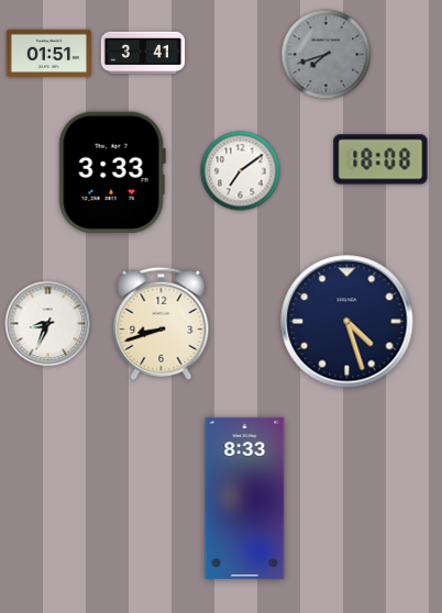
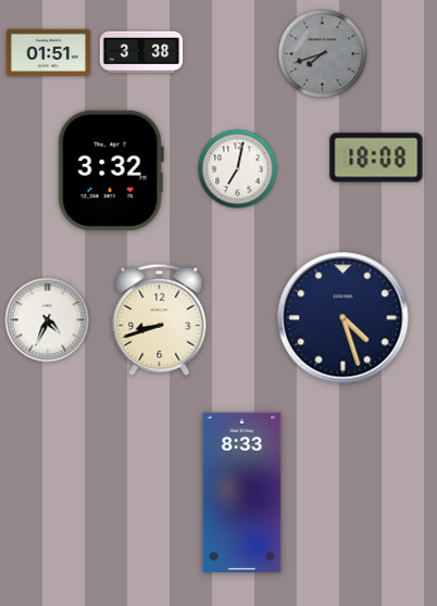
clock at (143, 53): 3:41 -> 3:38
clock at (112, 171): 3:33 -> 3:32
clock at (241, 171): 7:09 -> 7:02
clock at (48, 324): 8:34 -> 4:34
